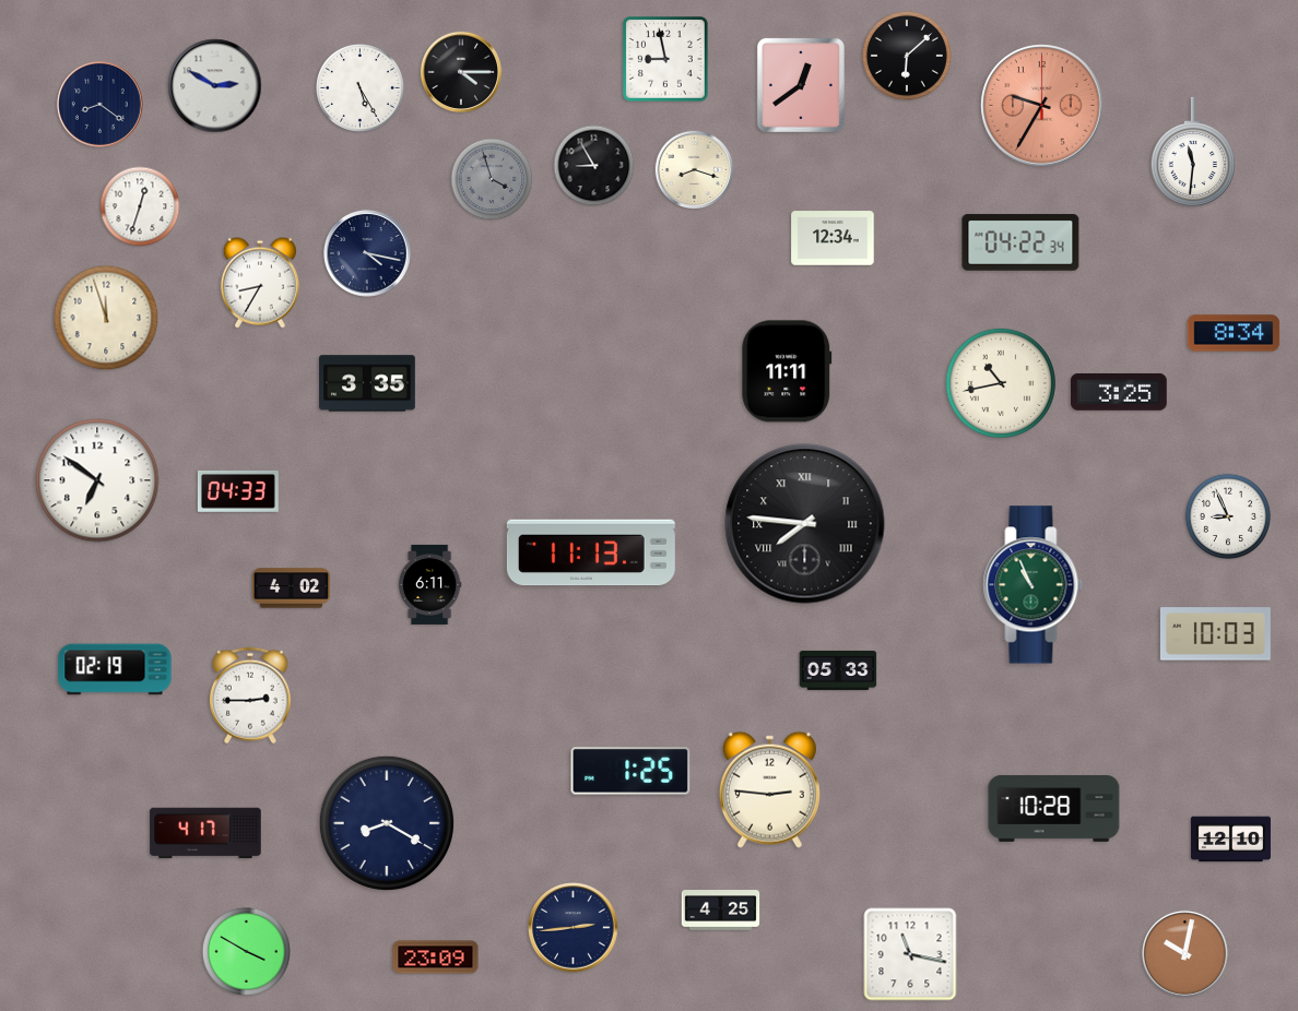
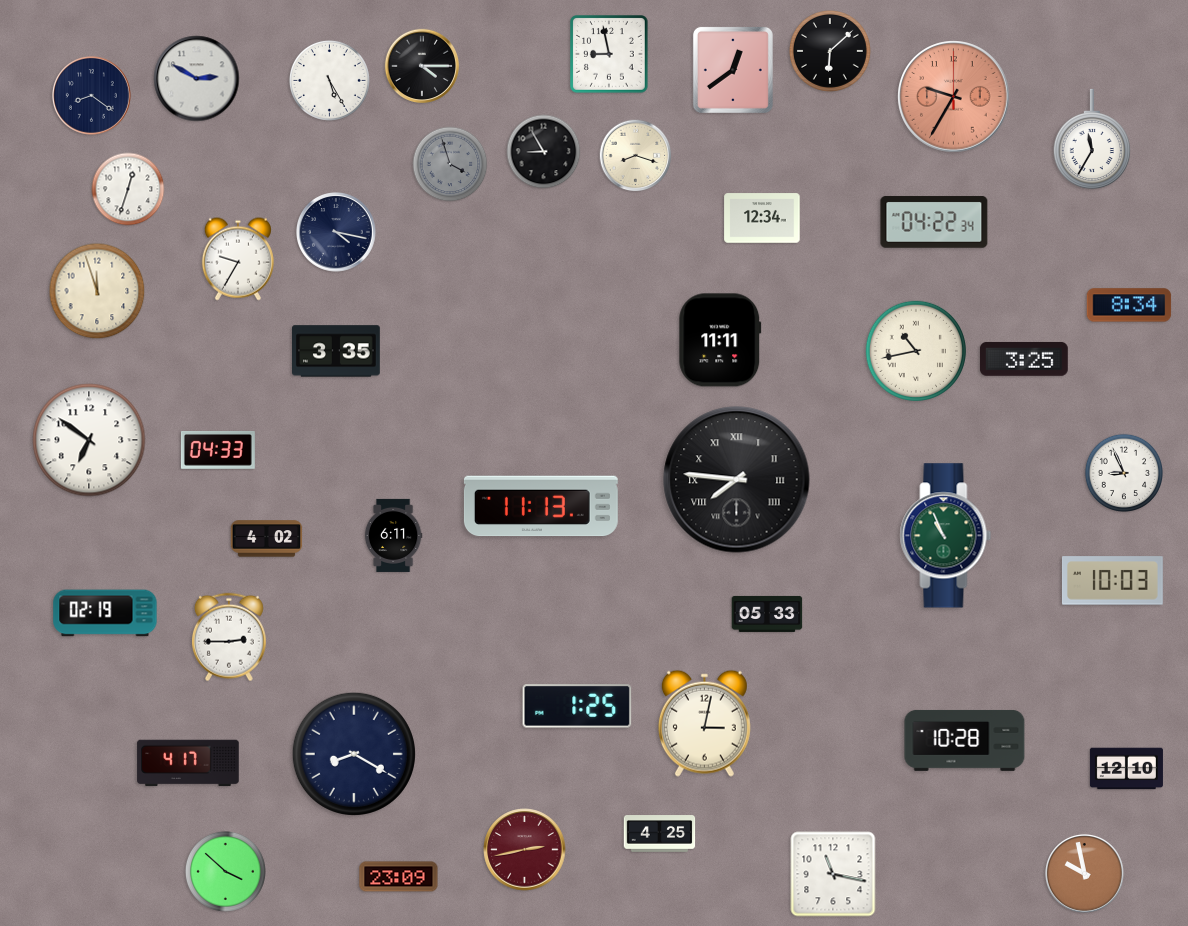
clock at (801, 85) position: (801, 85) -> (733, 70)
clock at (1193, 152): 11:31 -> 11:35
clock at (260, 283): 8:35 -> 9:35
clock at (769, 789): 2:46 -> 3:02
clock at (574, 928): 2:44 -> 2:43
clock at (574, 928) dial: navy -> burgundy
clock at (246, 951): 3:50 -> 3:52
clock at (1185, 954): 10:02 -> 9:58
